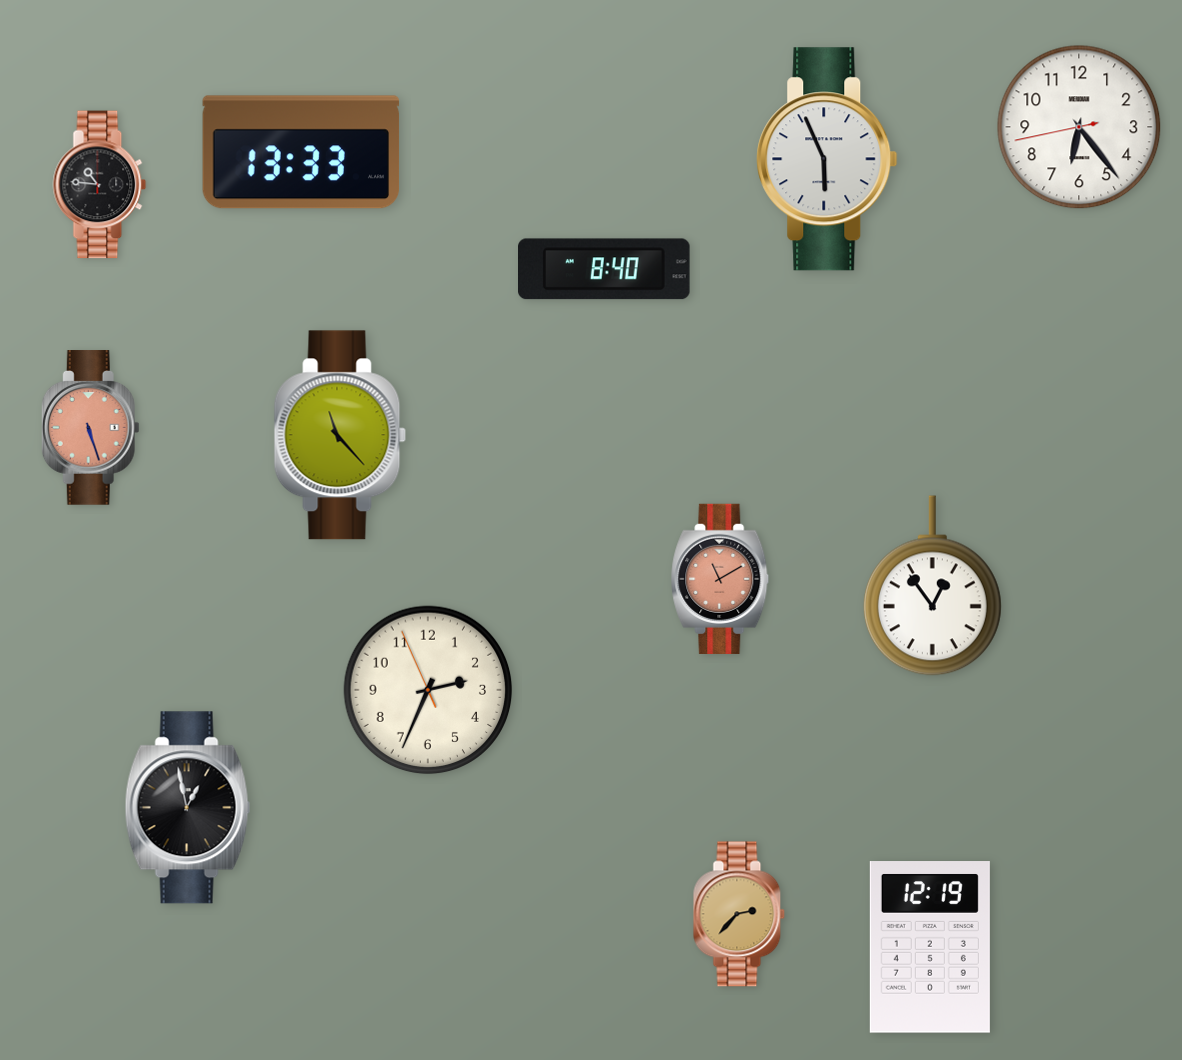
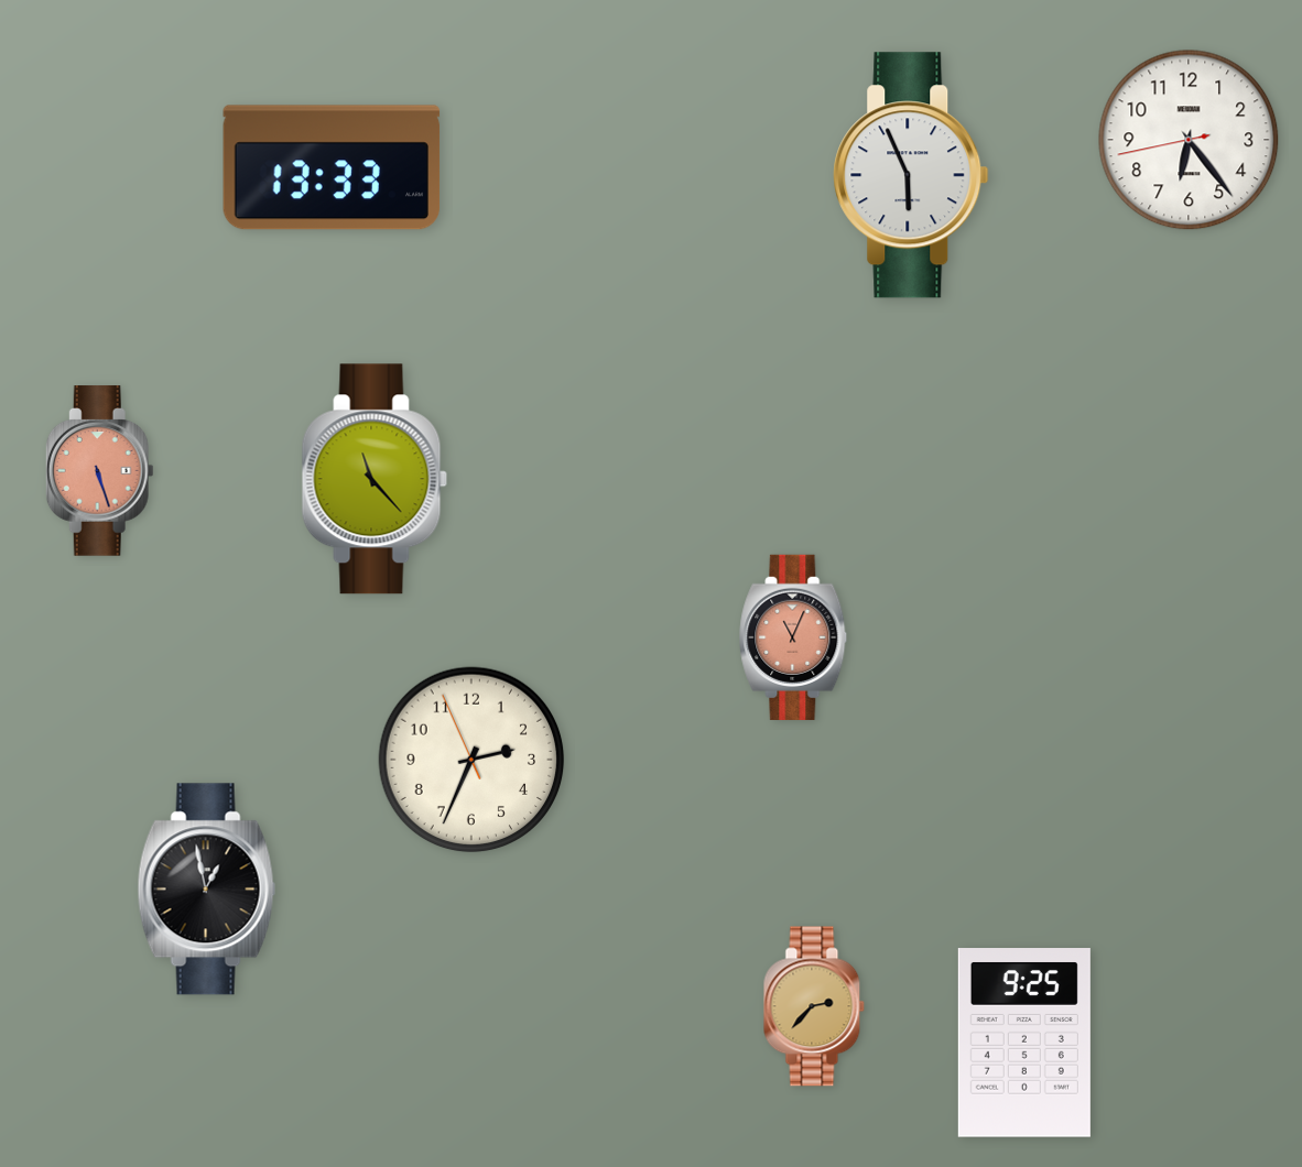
clock at (100, 185): 10:46 -> none
clock at (605, 269): 8:40 -> none
clock at (720, 579): 11:10 -> 11:04
clock at (932, 586): 12:54 -> none
clock at (930, 947): 12:19 -> 9:25
